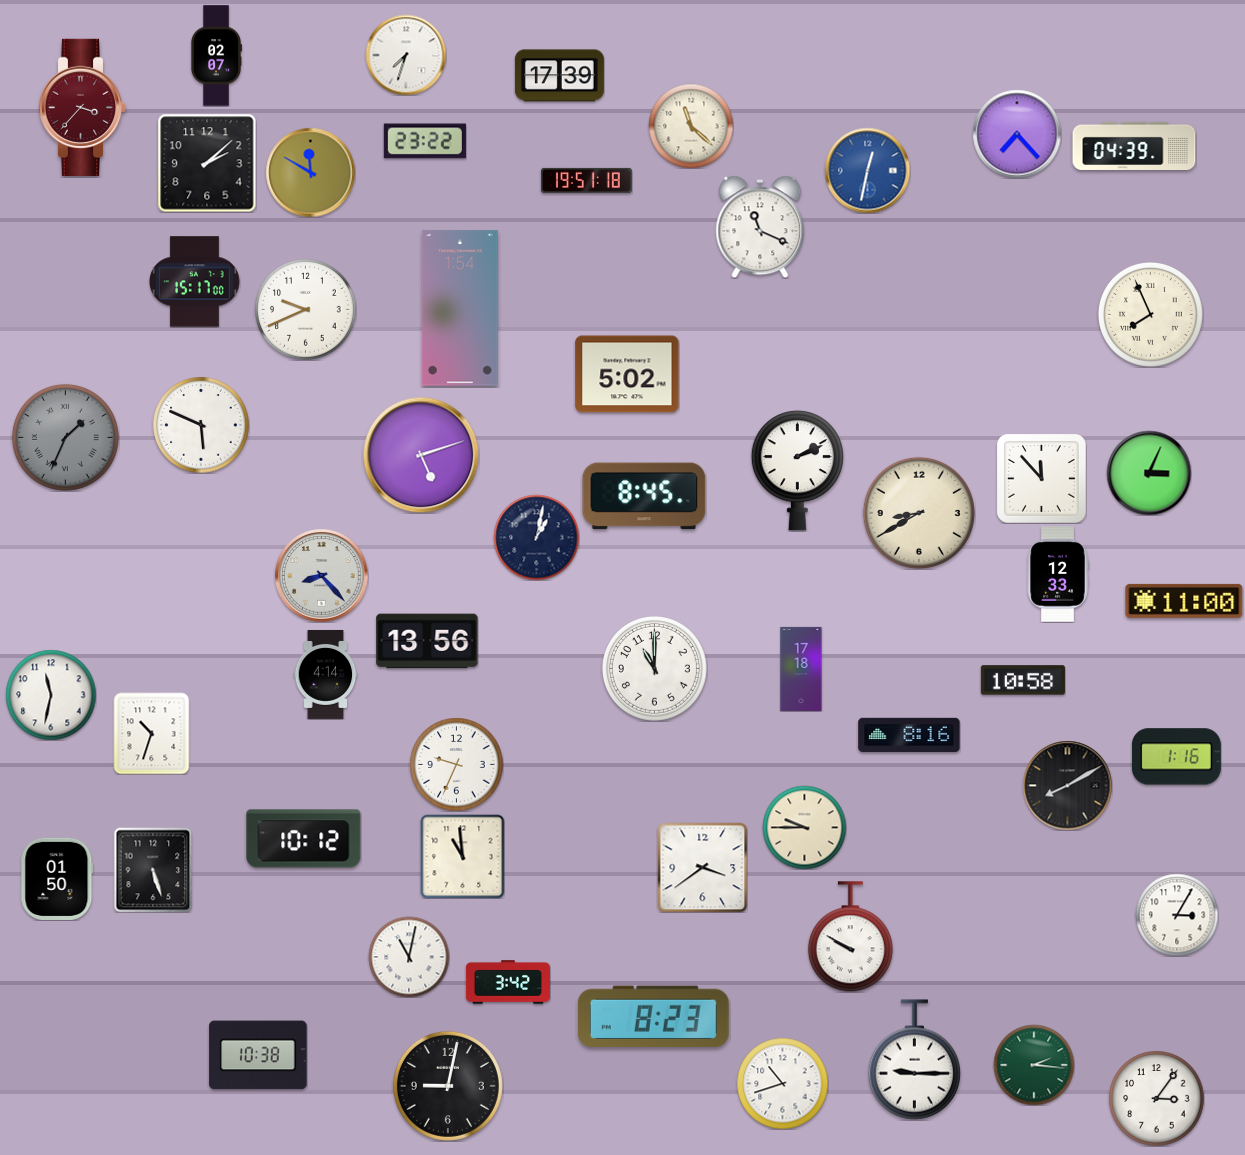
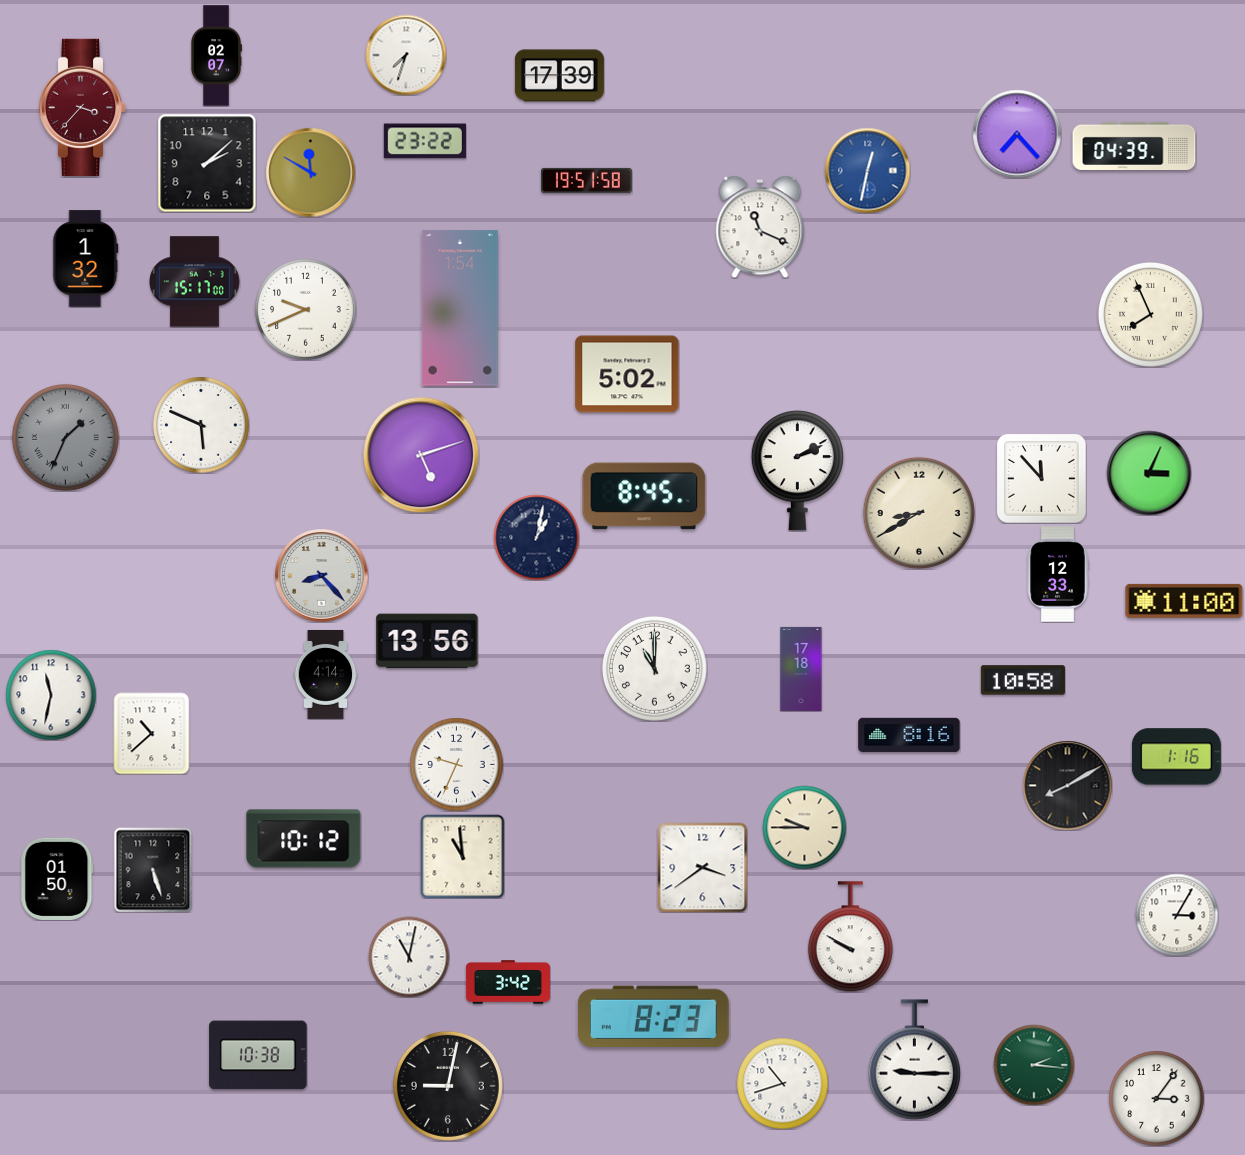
clock at (691, 126): 11:22 -> none
clock at (587, 180): 19:51:18 -> 19:51:58
clock at (86, 259): none -> 1:32
clock at (152, 733): 10:33 -> 10:38
